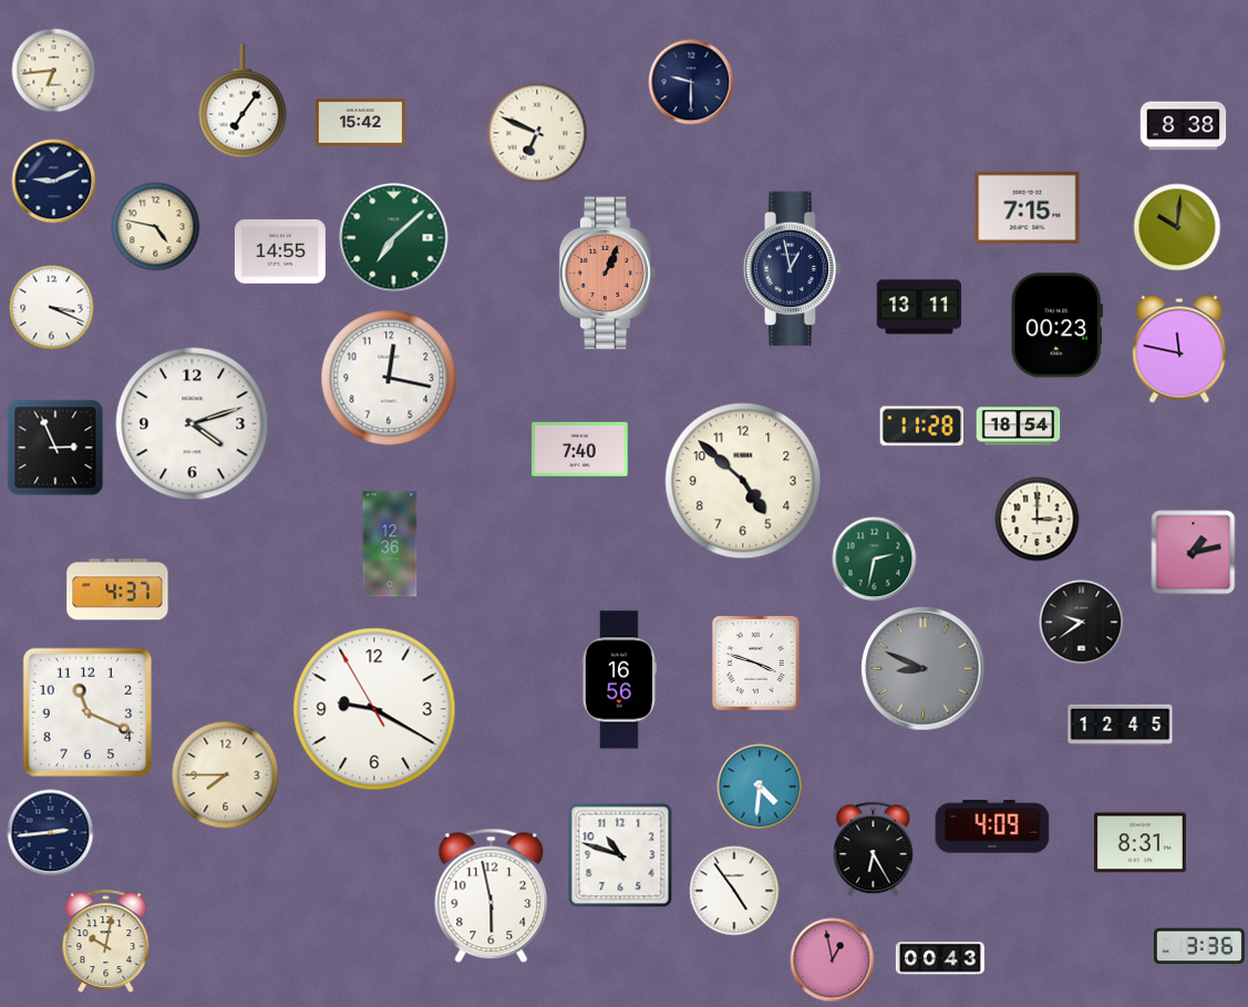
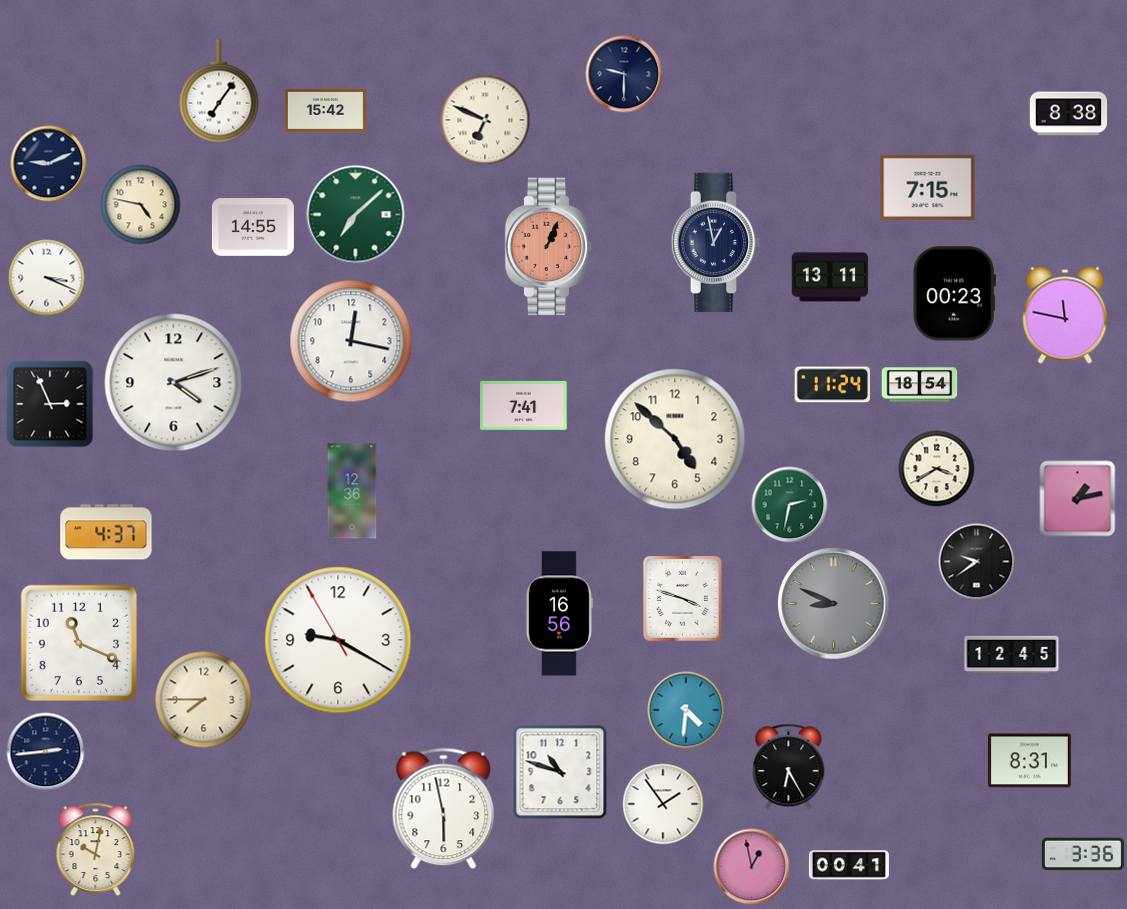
clock at (54, 71): 6:44 -> none
clock at (1177, 227): 10:01 -> none
clock at (922, 427): 11:28 -> 11:24
clock at (580, 449): 7:40 -> 7:41
clock at (743, 481) position: (743, 481) -> (675, 439)
clock at (1038, 520): 3:00 -> 3:40
clock at (992, 826): 4:09 -> none
clock at (734, 891): 4:54 -> 1:54
clock at (940, 958): 00:43 -> 00:41
